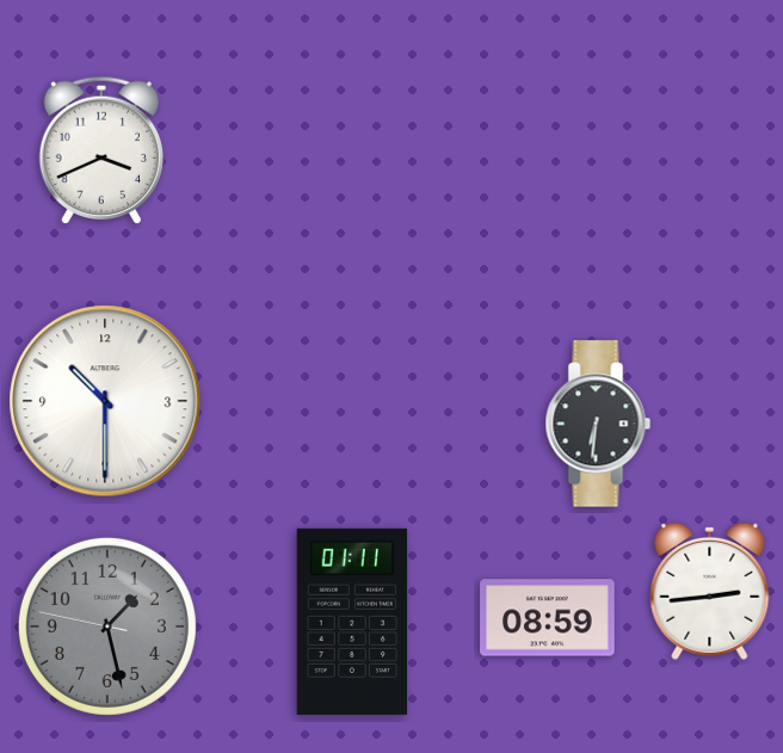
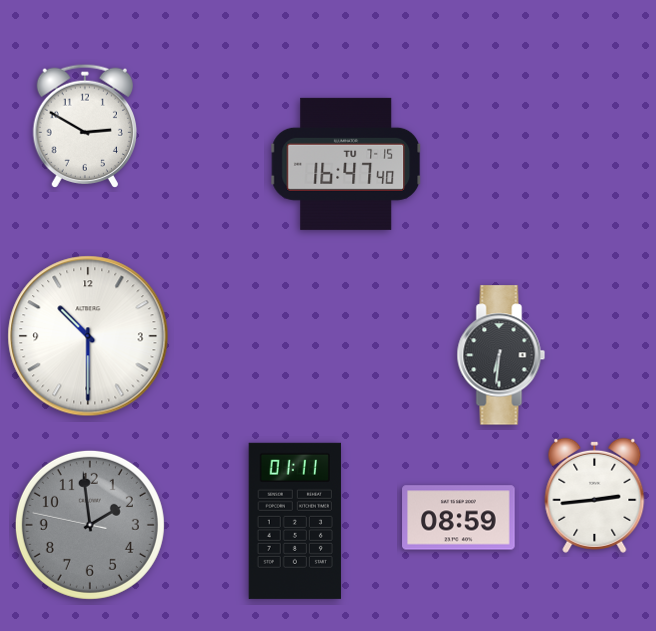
clock at (100, 149): 3:41 -> 2:50
clock at (347, 164): none -> 16:47
clock at (107, 627): 1:27 -> 1:58
